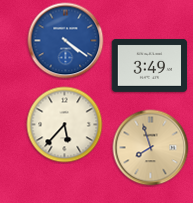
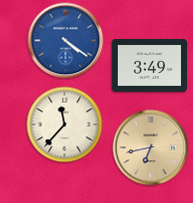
clock at (65, 125): 5:37 -> 11:37
clock at (151, 148): 7:57 -> 6:43
